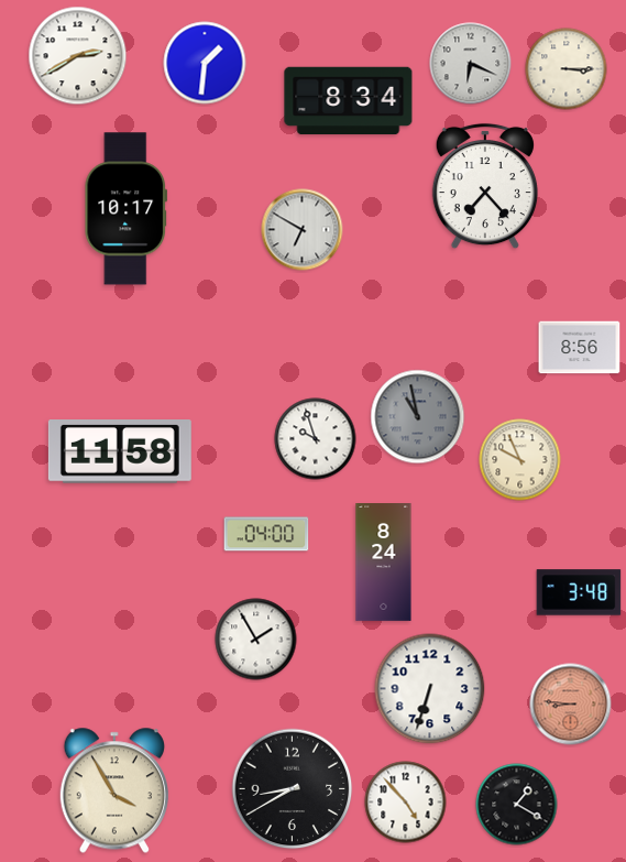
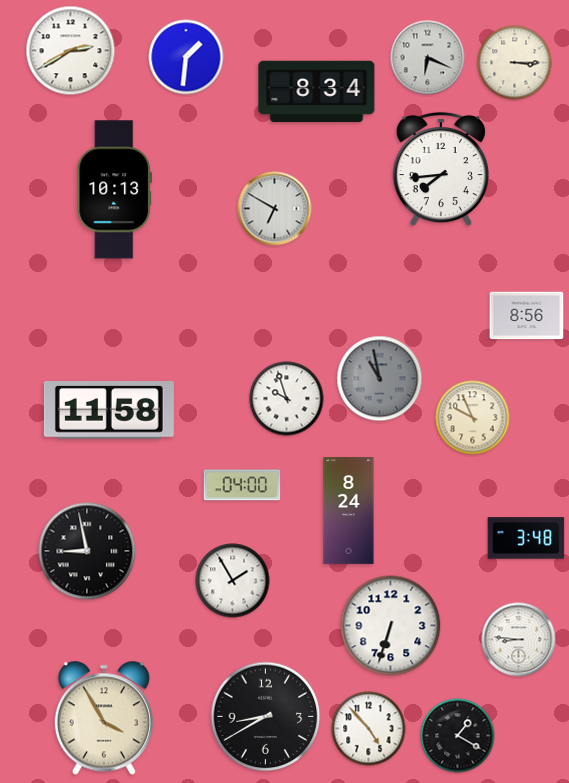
clock at (485, 186): 7:23 -> 7:44
clock at (125, 209): 10:17 -> 10:13
clock at (87, 551): none -> 8:58
clock at (571, 705) dial: salmon -> white
clock at (517, 805) position: (517, 805) -> (458, 736)
